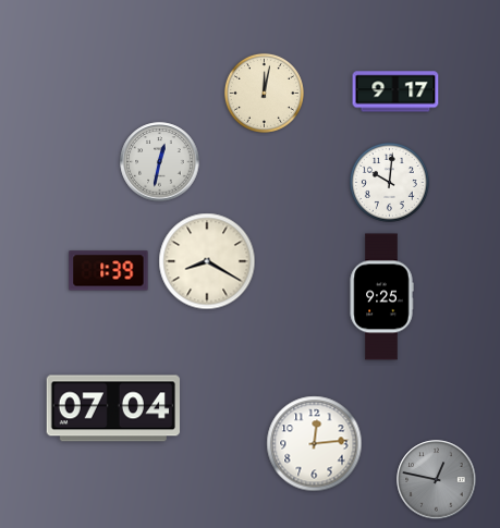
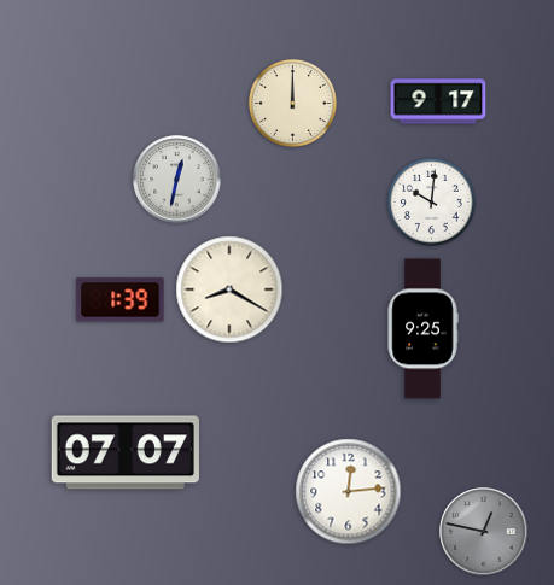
clock at (264, 93): 12:02 -> 12:00
clock at (113, 408): 07:04 -> 07:07
